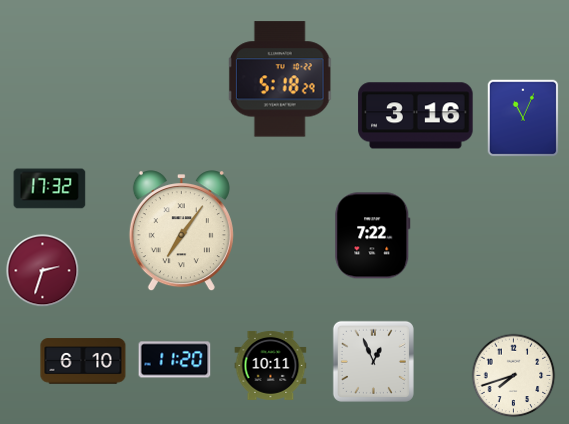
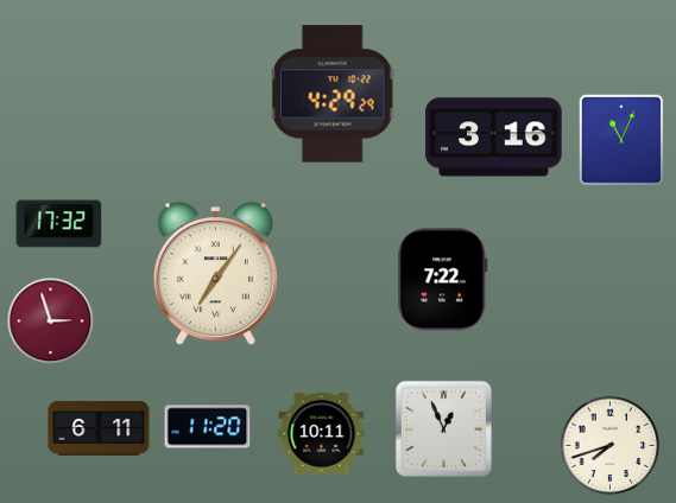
clock at (280, 79): 5:18 -> 4:29
clock at (43, 271): 2:33 -> 2:57
clock at (83, 361): 6:10 -> 6:11
